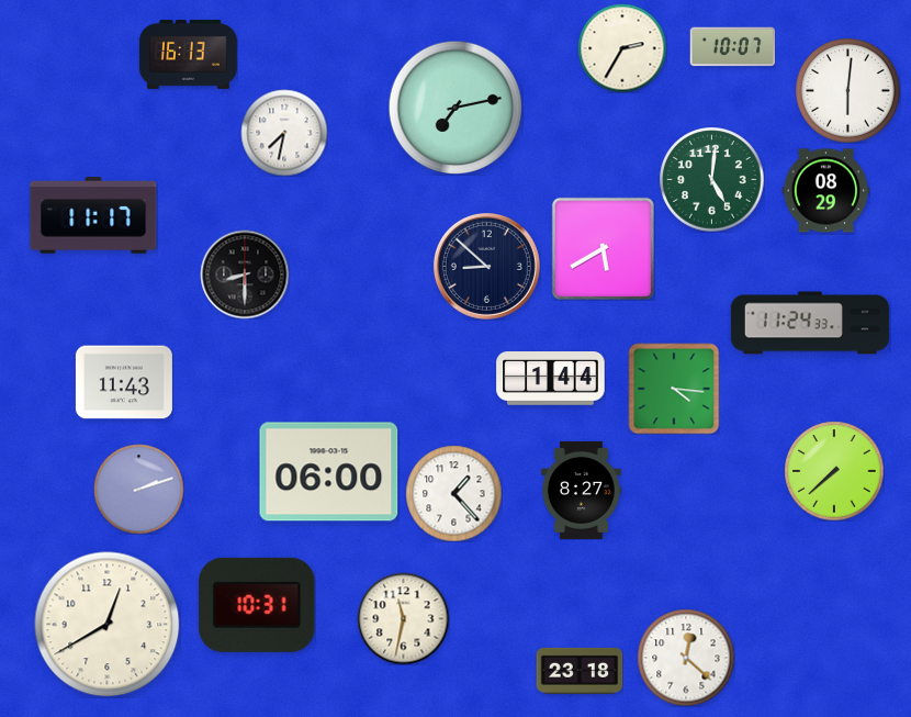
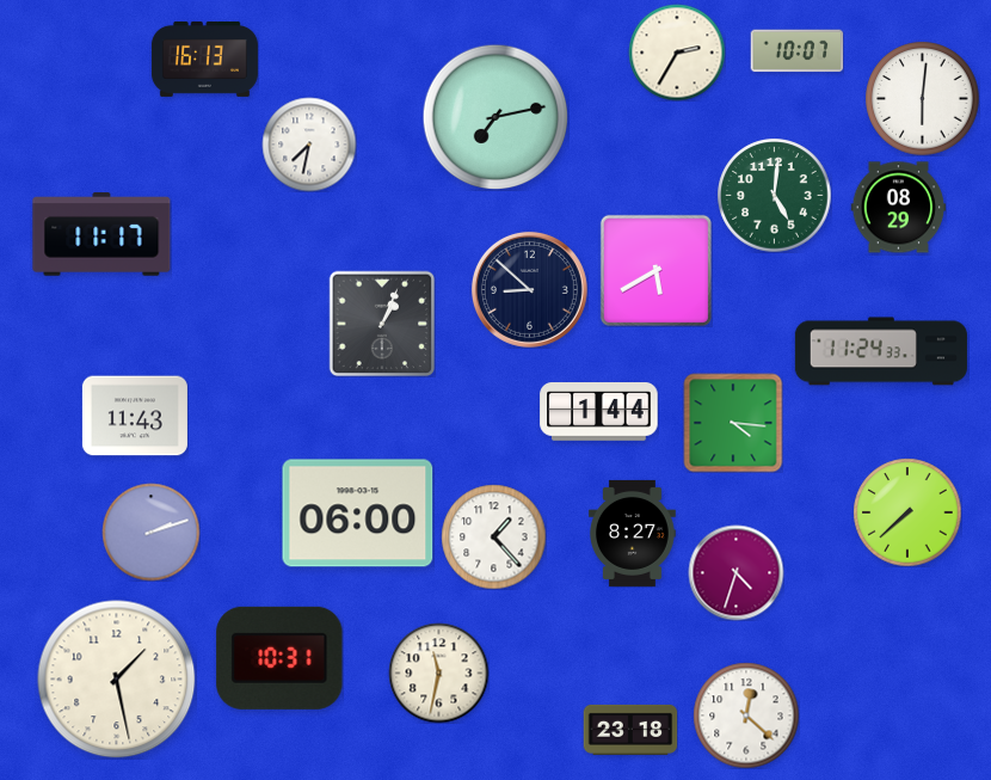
clock at (245, 275): 8:30 -> none
clock at (382, 324): none -> 1:04
clock at (735, 572): none -> 4:33
clock at (108, 625): 12:40 -> 1:28
